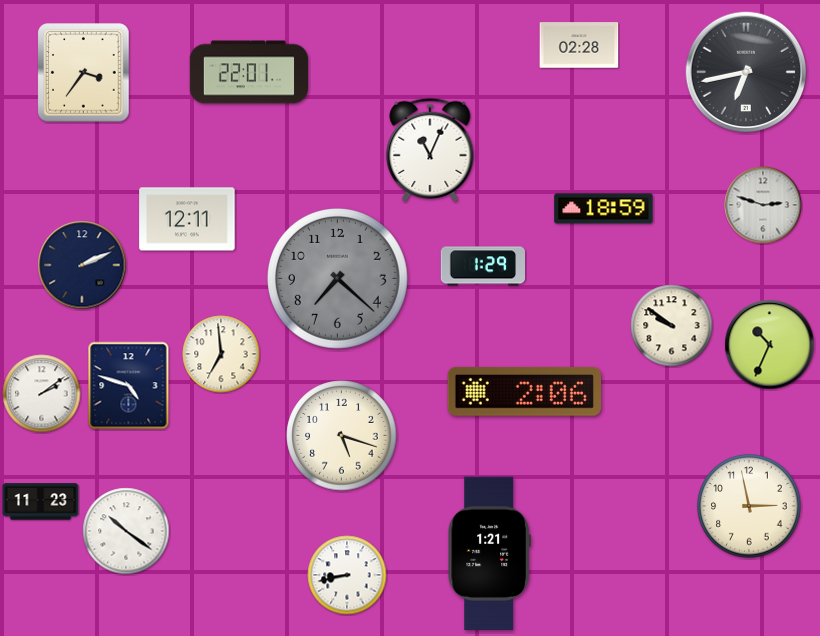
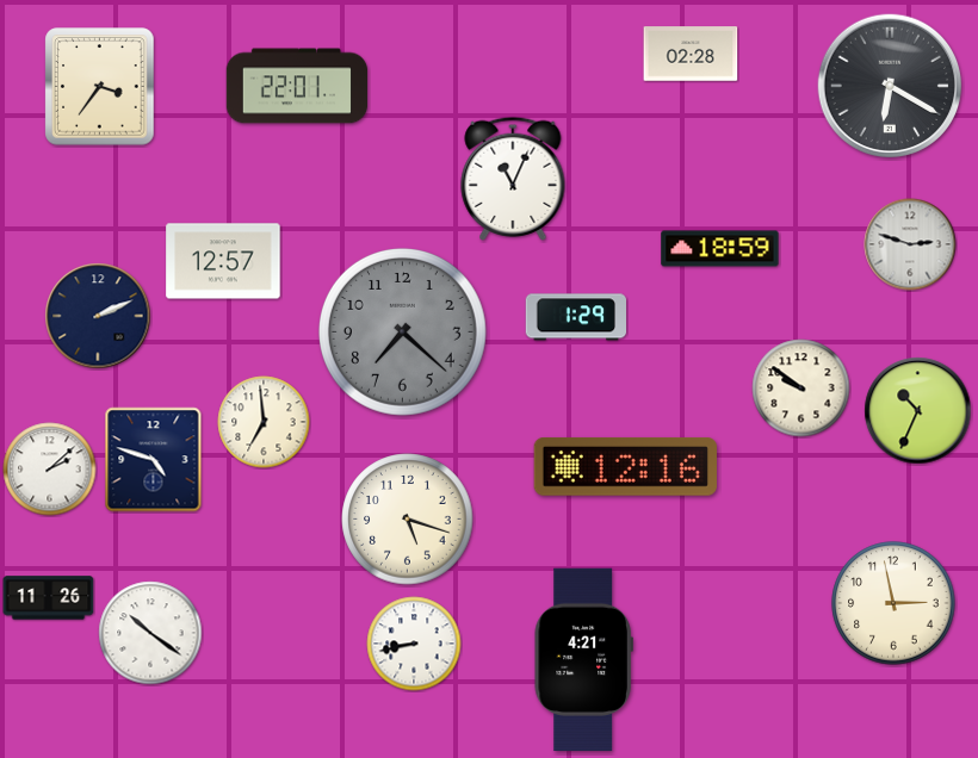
clock at (746, 72): 6:43 -> 6:20
clock at (187, 219): 12:11 -> 12:57
clock at (524, 391): 2:06 -> 12:16
clock at (42, 394): 2:09 -> 2:08
clock at (41, 502): 11:23 -> 11:26
clock at (489, 553): 1:21 -> 4:21
clock at (347, 575) position: (347, 575) -> (414, 644)
